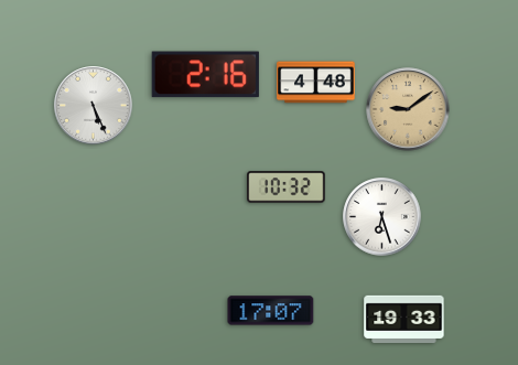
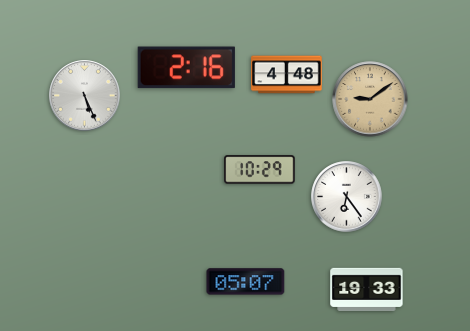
clock at (287, 187): 10:32 -> 10:29
clock at (382, 217): 6:27 -> 6:24
clock at (271, 311): 17:07 -> 05:07
